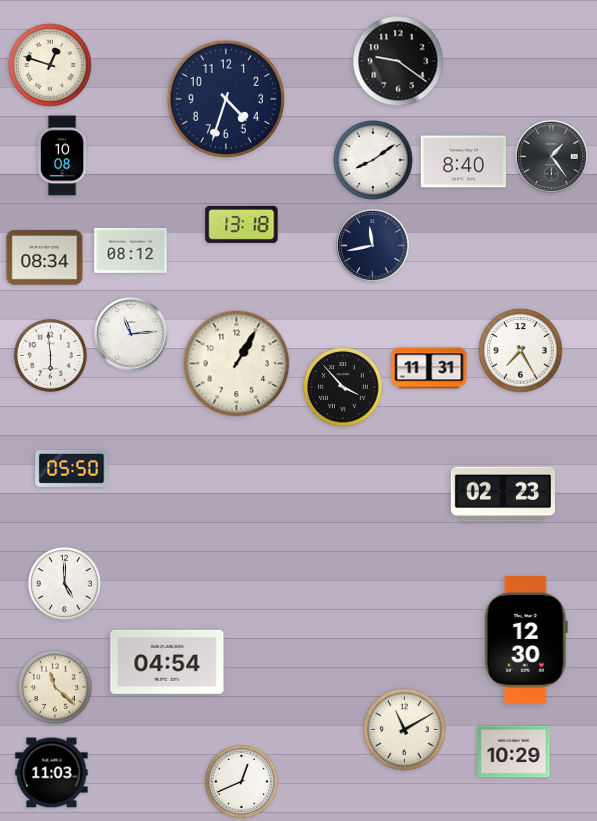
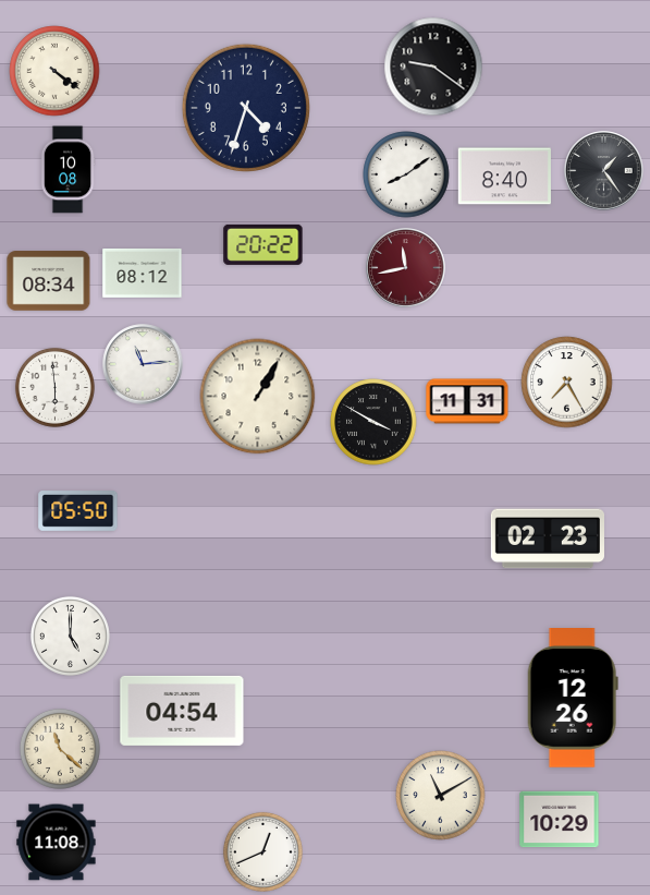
clock at (50, 65): 12:48 -> 4:21
clock at (552, 157) position: (552, 157) -> (604, 171)
clock at (242, 224): 13:18 -> 20:22
clock at (373, 246) dial: navy -> burgundy
clock at (343, 387): 3:53 -> 3:50
clock at (526, 641): 12:30 -> 12:26
clock at (167, 662) position: (167, 662) -> (182, 711)
clock at (52, 773): 11:03 -> 11:08
